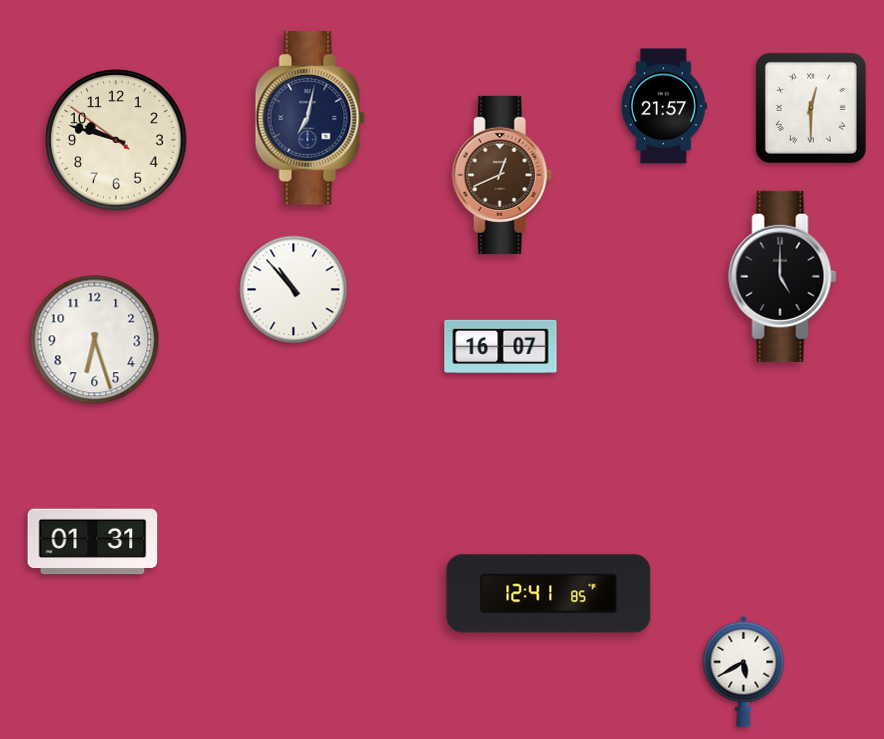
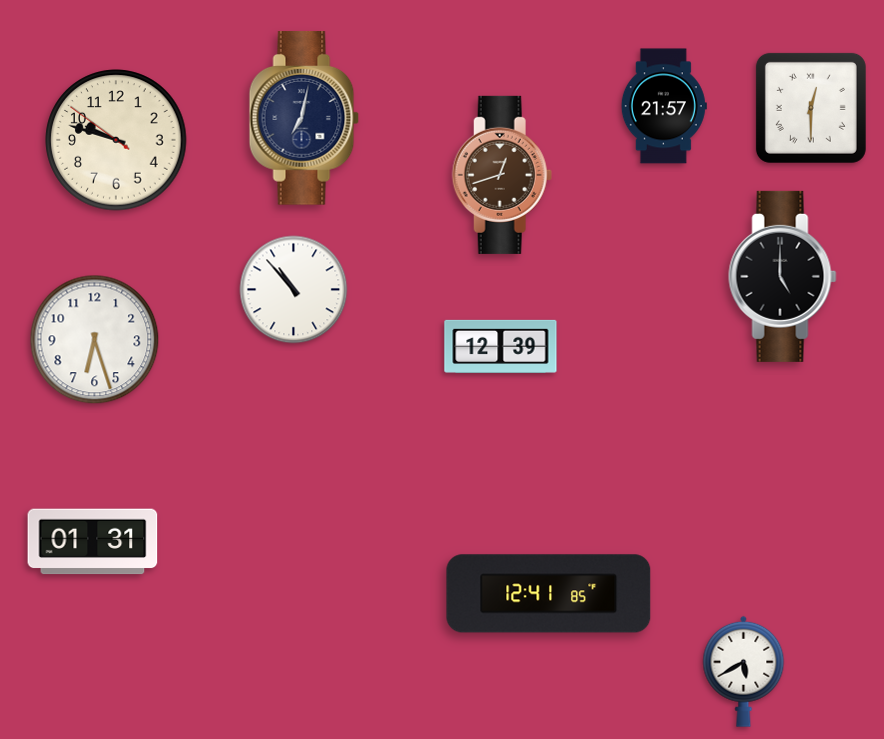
clock at (310, 118) position: (310, 118) -> (304, 118)
clock at (502, 175): 12:41 -> 12:42
clock at (501, 346): 16:07 -> 12:39
